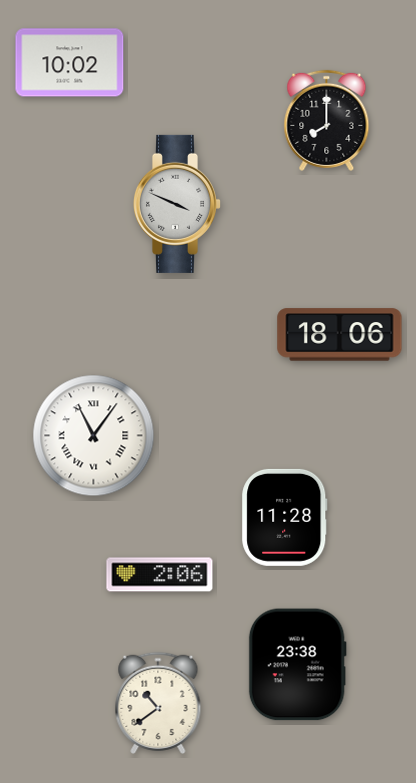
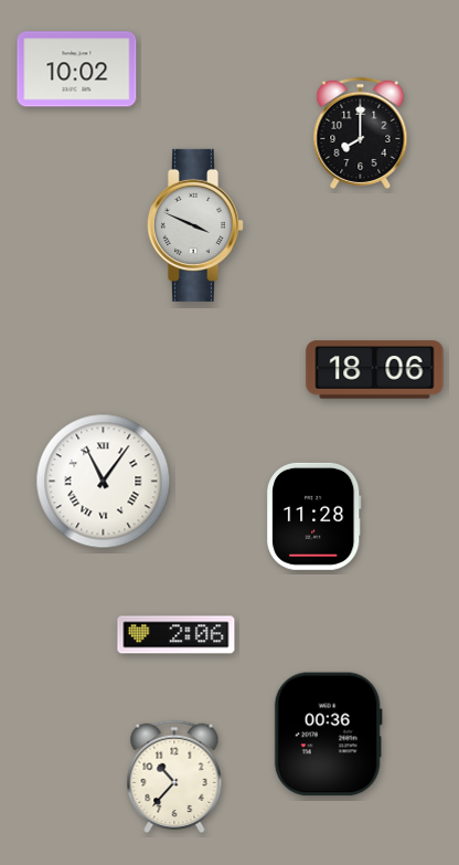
clock at (285, 517) position: (285, 517) -> (314, 516)
clock at (297, 665): 23:38 -> 00:36
clock at (158, 703): 10:39 -> 10:37
